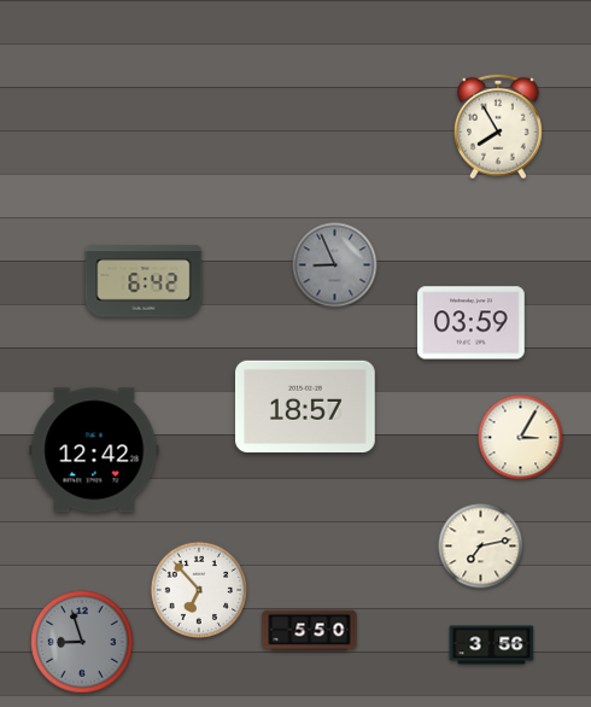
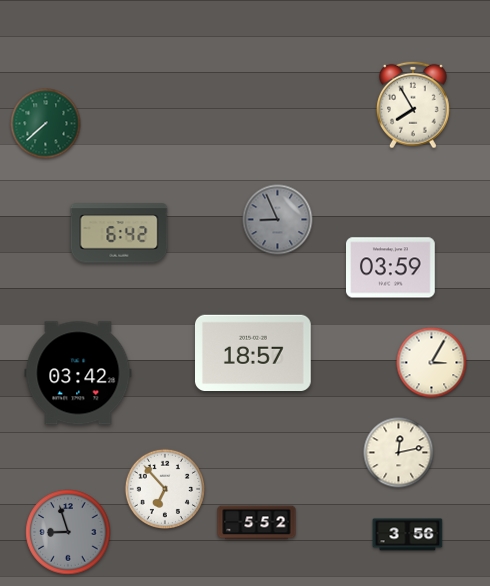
clock at (46, 124): none -> 7:38
clock at (306, 407) position: (306, 407) -> (254, 353)
clock at (94, 450): 12:42 -> 03:42
clock at (481, 547): 7:13 -> 12:13
clock at (310, 631): 5:50 -> 5:52
